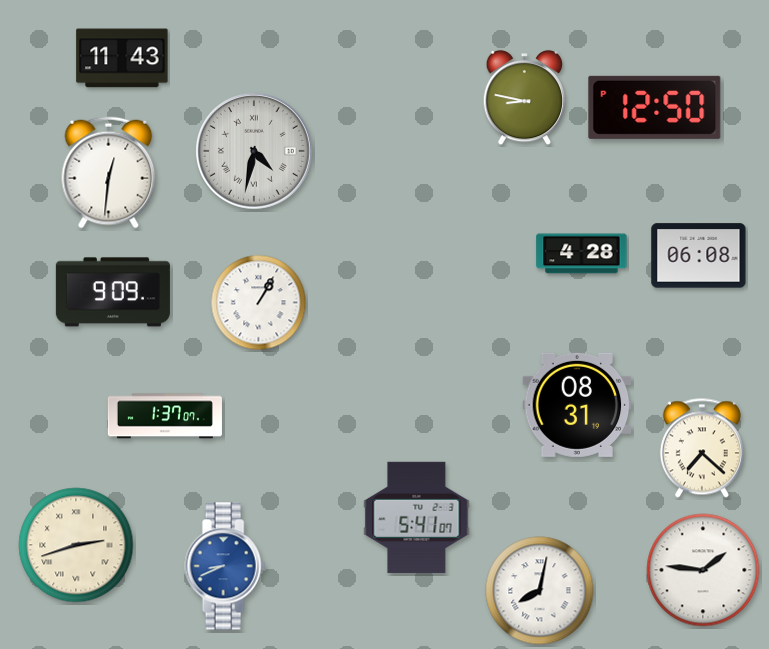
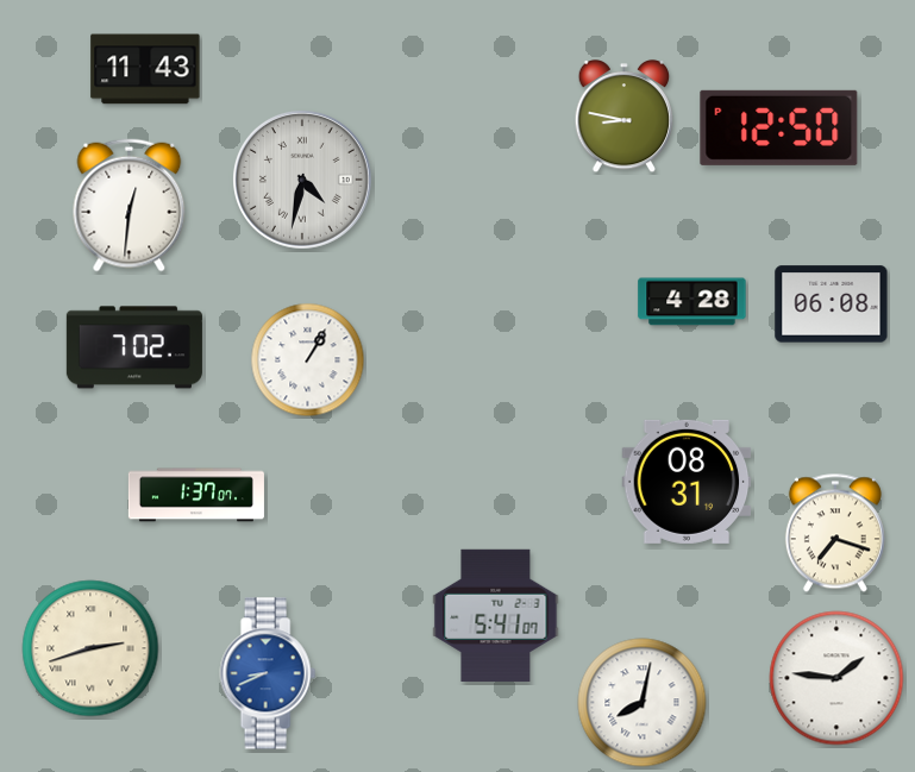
clock at (113, 292): 9:09 -> 7:02
clock at (702, 448): 7:22 -> 7:18
